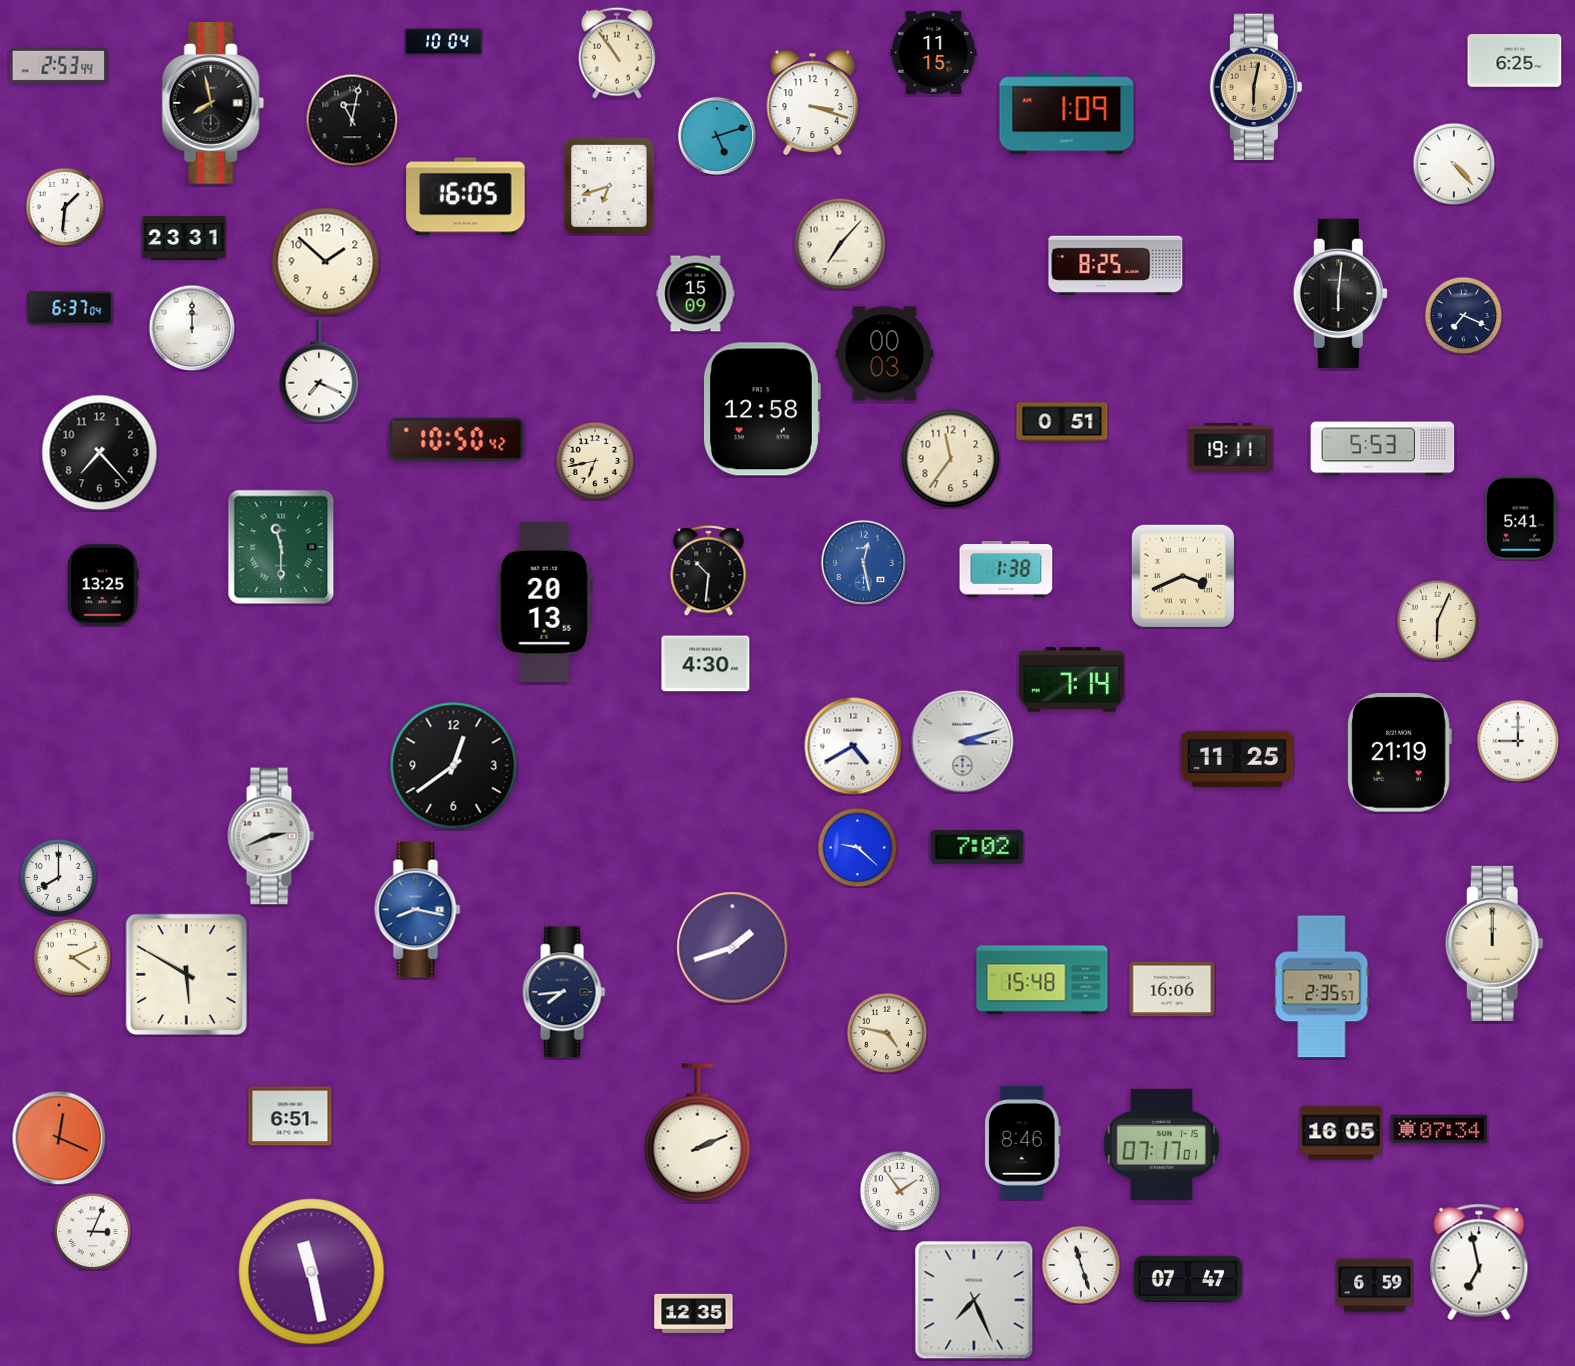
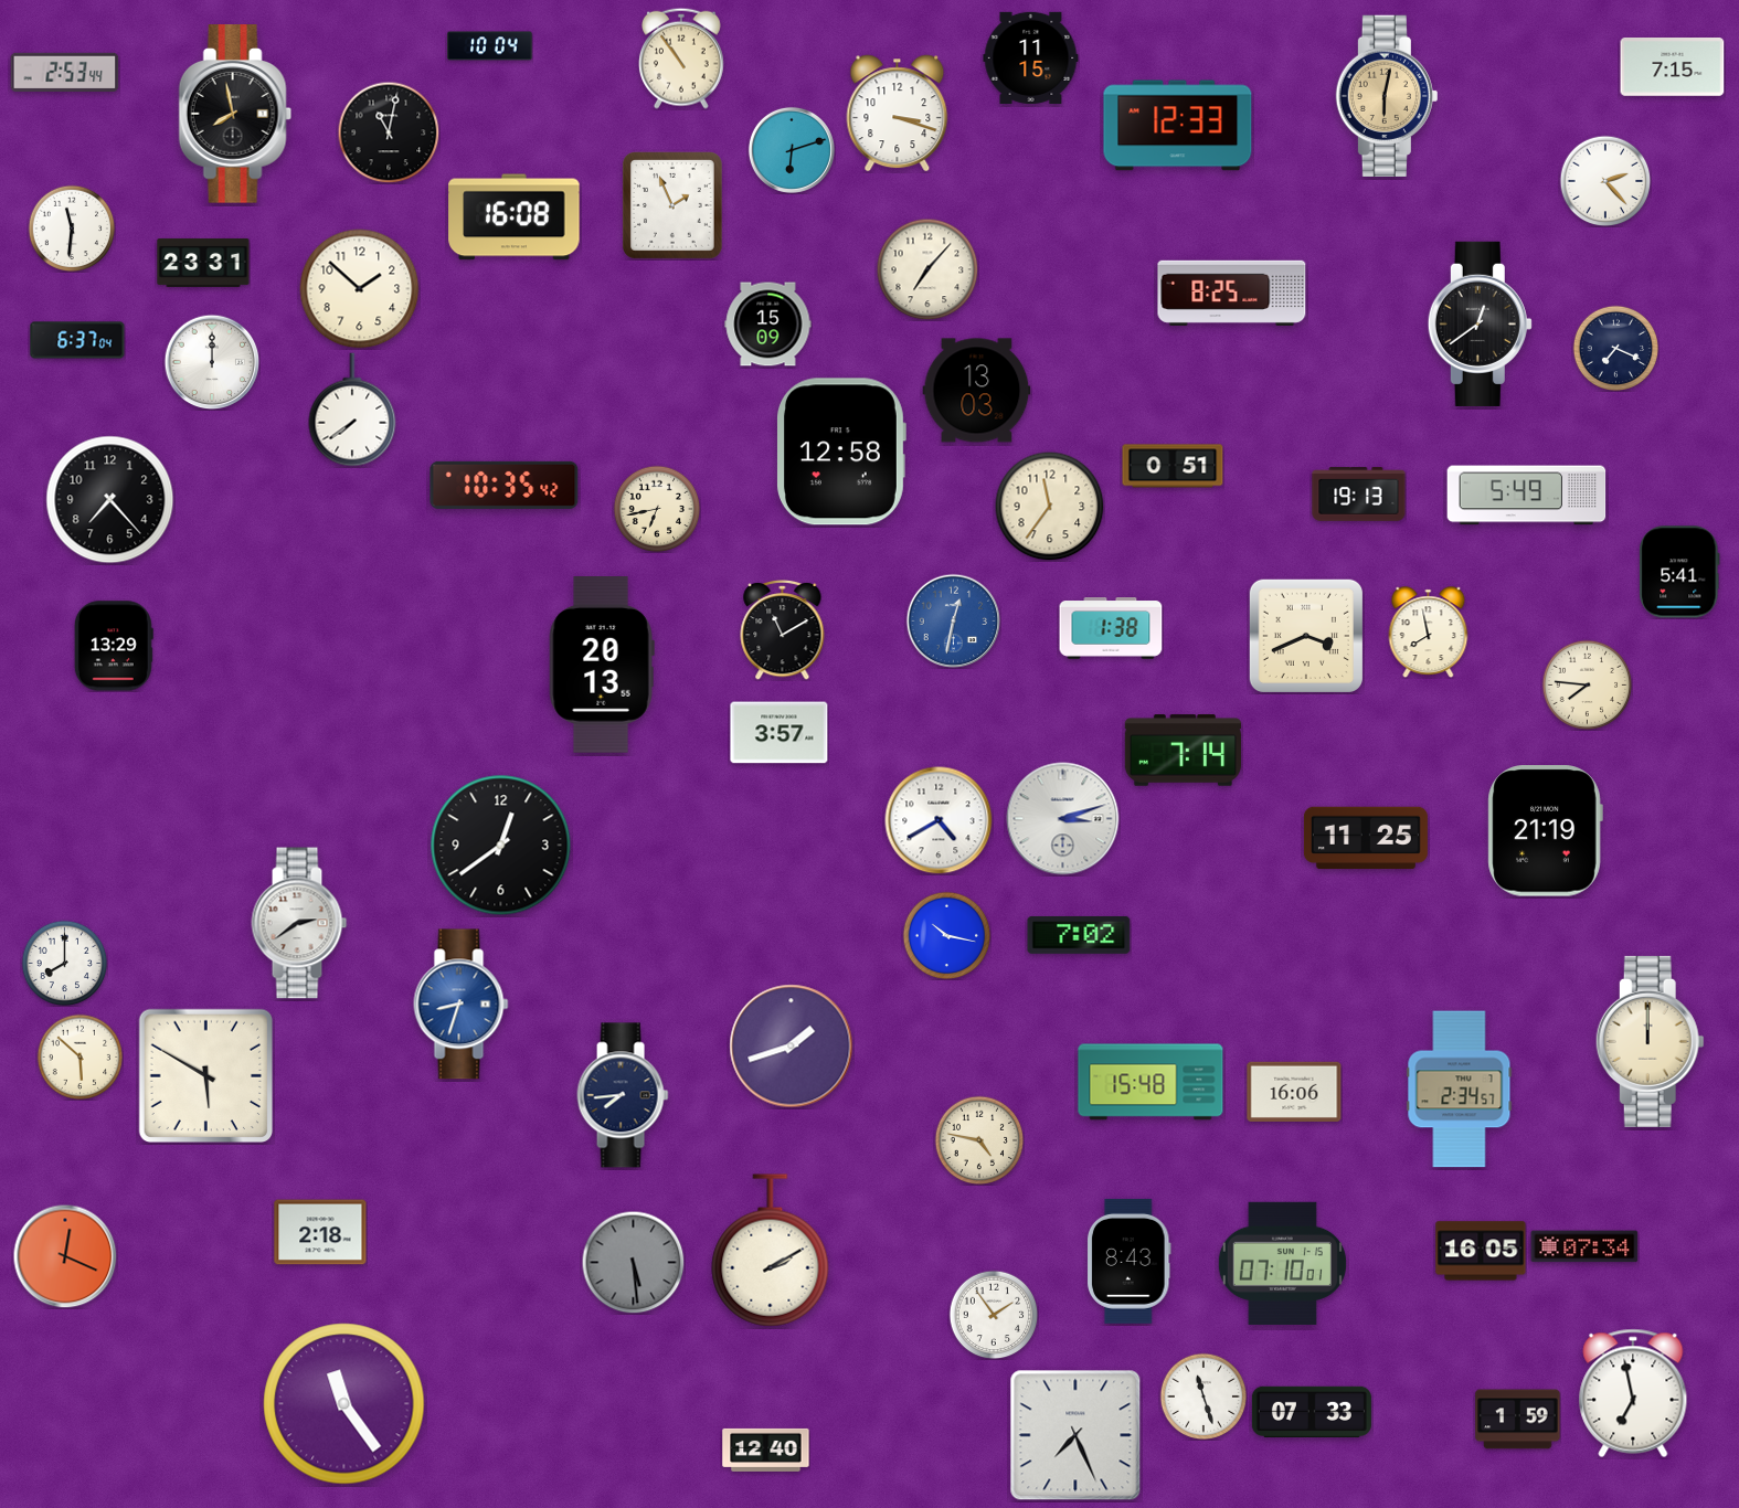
clock at (1515, 61): 6:25 -> 7:15
clock at (1067, 114): 1:09 -> 12:33
clock at (717, 136): 5:12 -> 6:12
clock at (1454, 164): 4:23 -> 2:23
clock at (610, 187): 6:42 -> 1:56
clock at (466, 197): 16:05 -> 16:08
clock at (65, 207): 1:31 -> 11:31
clock at (1340, 293): 6:01 -> 12:39
clock at (885, 354): 00:03 -> 13:03
clock at (319, 371): 7:19 -> 7:39
clock at (457, 439): 10:50 -> 10:35
clock at (1231, 448): 19:11 -> 19:13
clock at (1383, 449): 5:53 -> 5:49
clock at (281, 547): 11:30 -> none
clock at (863, 562): 12:28 -> 12:32
clock at (709, 570): 10:31 -> 11:10
clock at (1429, 631): none -> 7:58
clock at (103, 585): 13:25 -> 13:29
clock at (1437, 620): 6:04 -> 7:46
clock at (706, 664): 4:30 -> 3:57
clock at (1518, 741): 9:00 -> none
clock at (853, 746) position: (853, 746) -> (939, 820)
clock at (271, 836): 2:41 -> 2:39
clock at (857, 847): 9:22 -> 10:17
clock at (58, 877) position: (58, 877) -> (64, 963)
clock at (418, 910): 8:17 -> 8:33
clock at (733, 948) position: (733, 948) -> (792, 1047)
clock at (72, 957): 4:11 -> 5:52
clock at (1322, 987): 2:35 -> 2:34
clock at (290, 1116): 6:51 -> 2:18
clock at (1439, 1129) position: (1439, 1129) -> (1584, 1246)
clock at (698, 1133): 2:11 -> 2:10
clock at (1022, 1142): 8:46 -> 8:43
clock at (633, 1262): none -> 5:29
clock at (1161, 1144): 07:17 -> 07:10
clock at (92, 1231): 3:04 -> none
clock at (1081, 1265) position: (1081, 1265) -> (1203, 1397)
clock at (312, 1272): 11:28 -> 11:24
clock at (1188, 1278): 07:47 -> 07:33
clock at (1375, 1286): 6:59 -> 1:59
clock at (694, 1313): 12:35 -> 12:40
